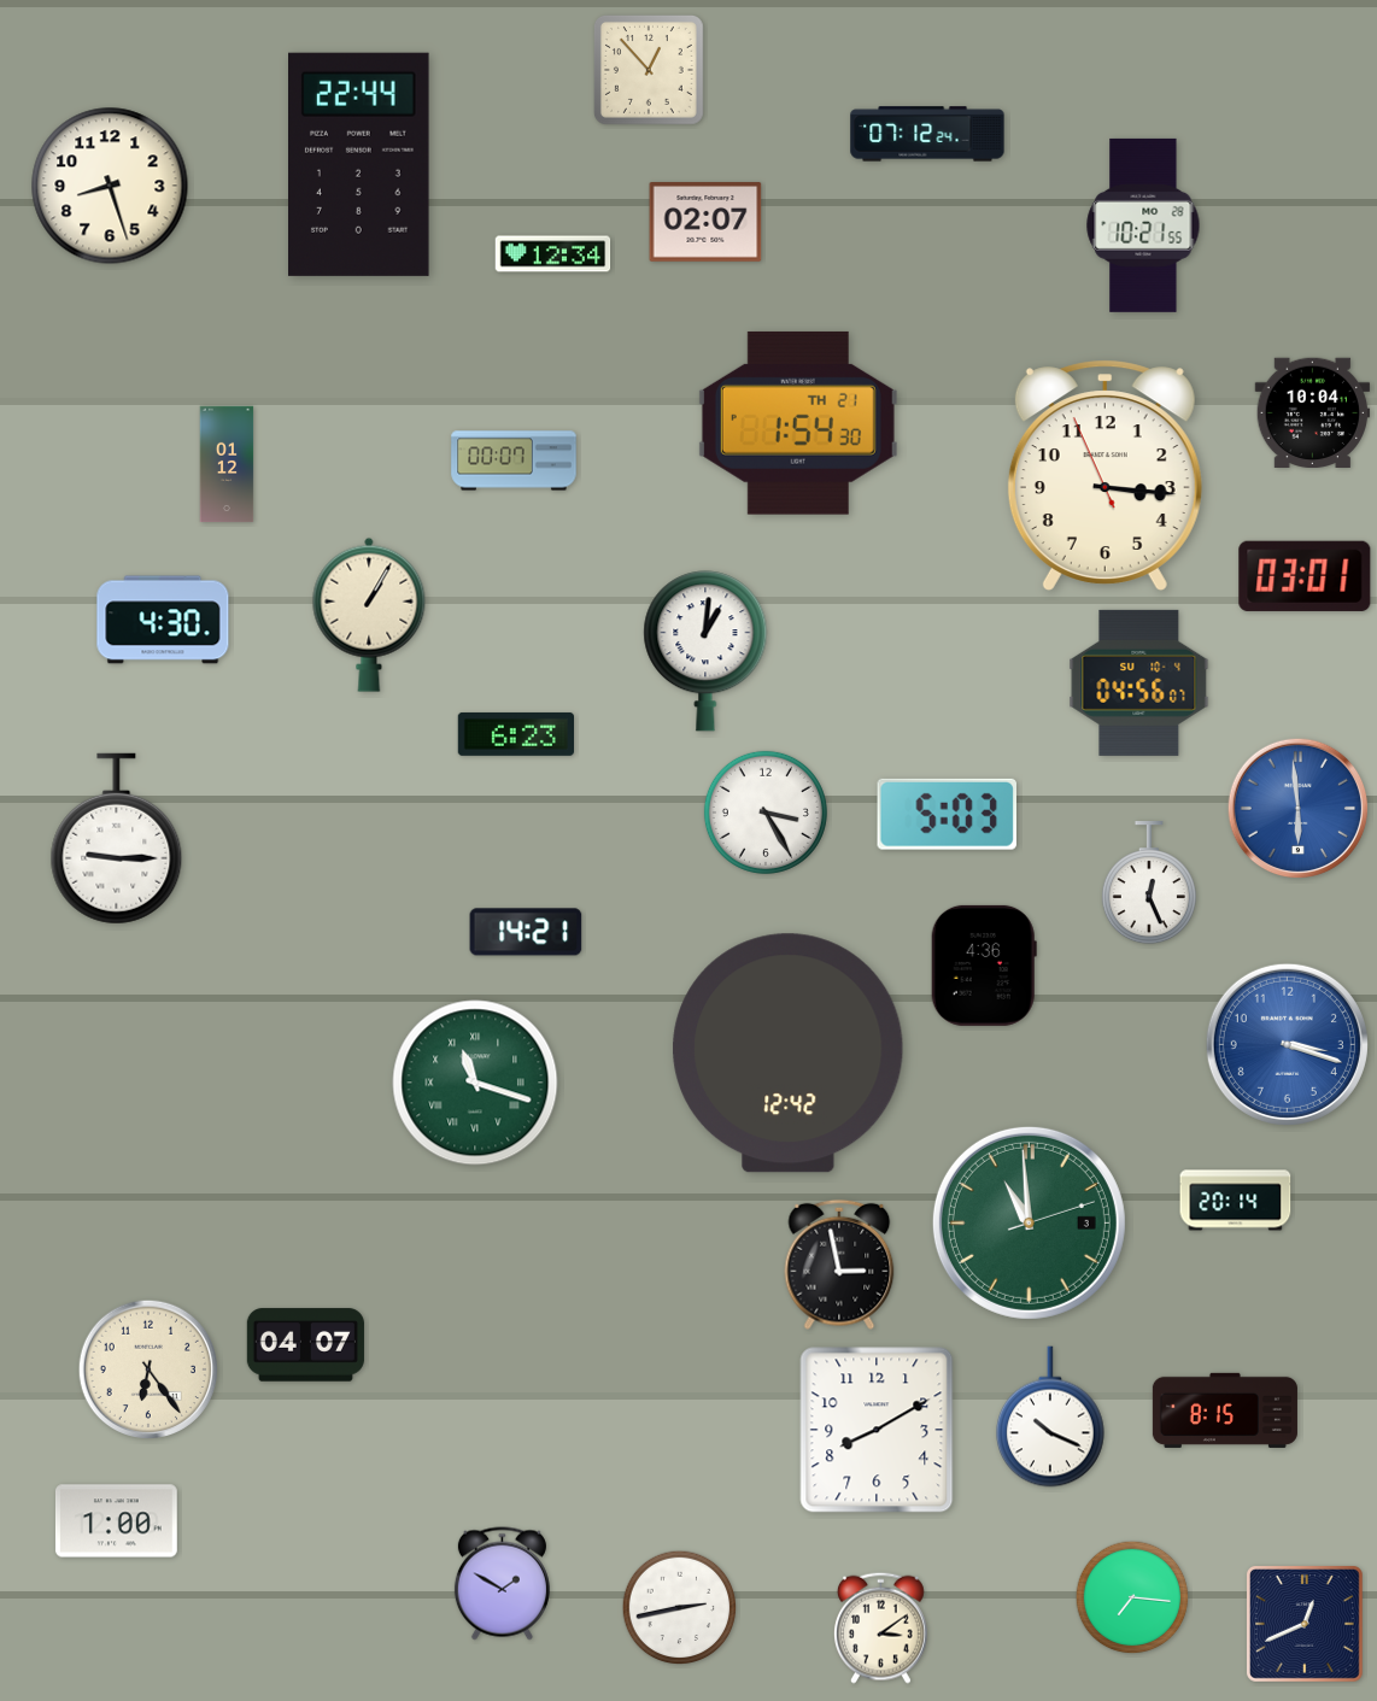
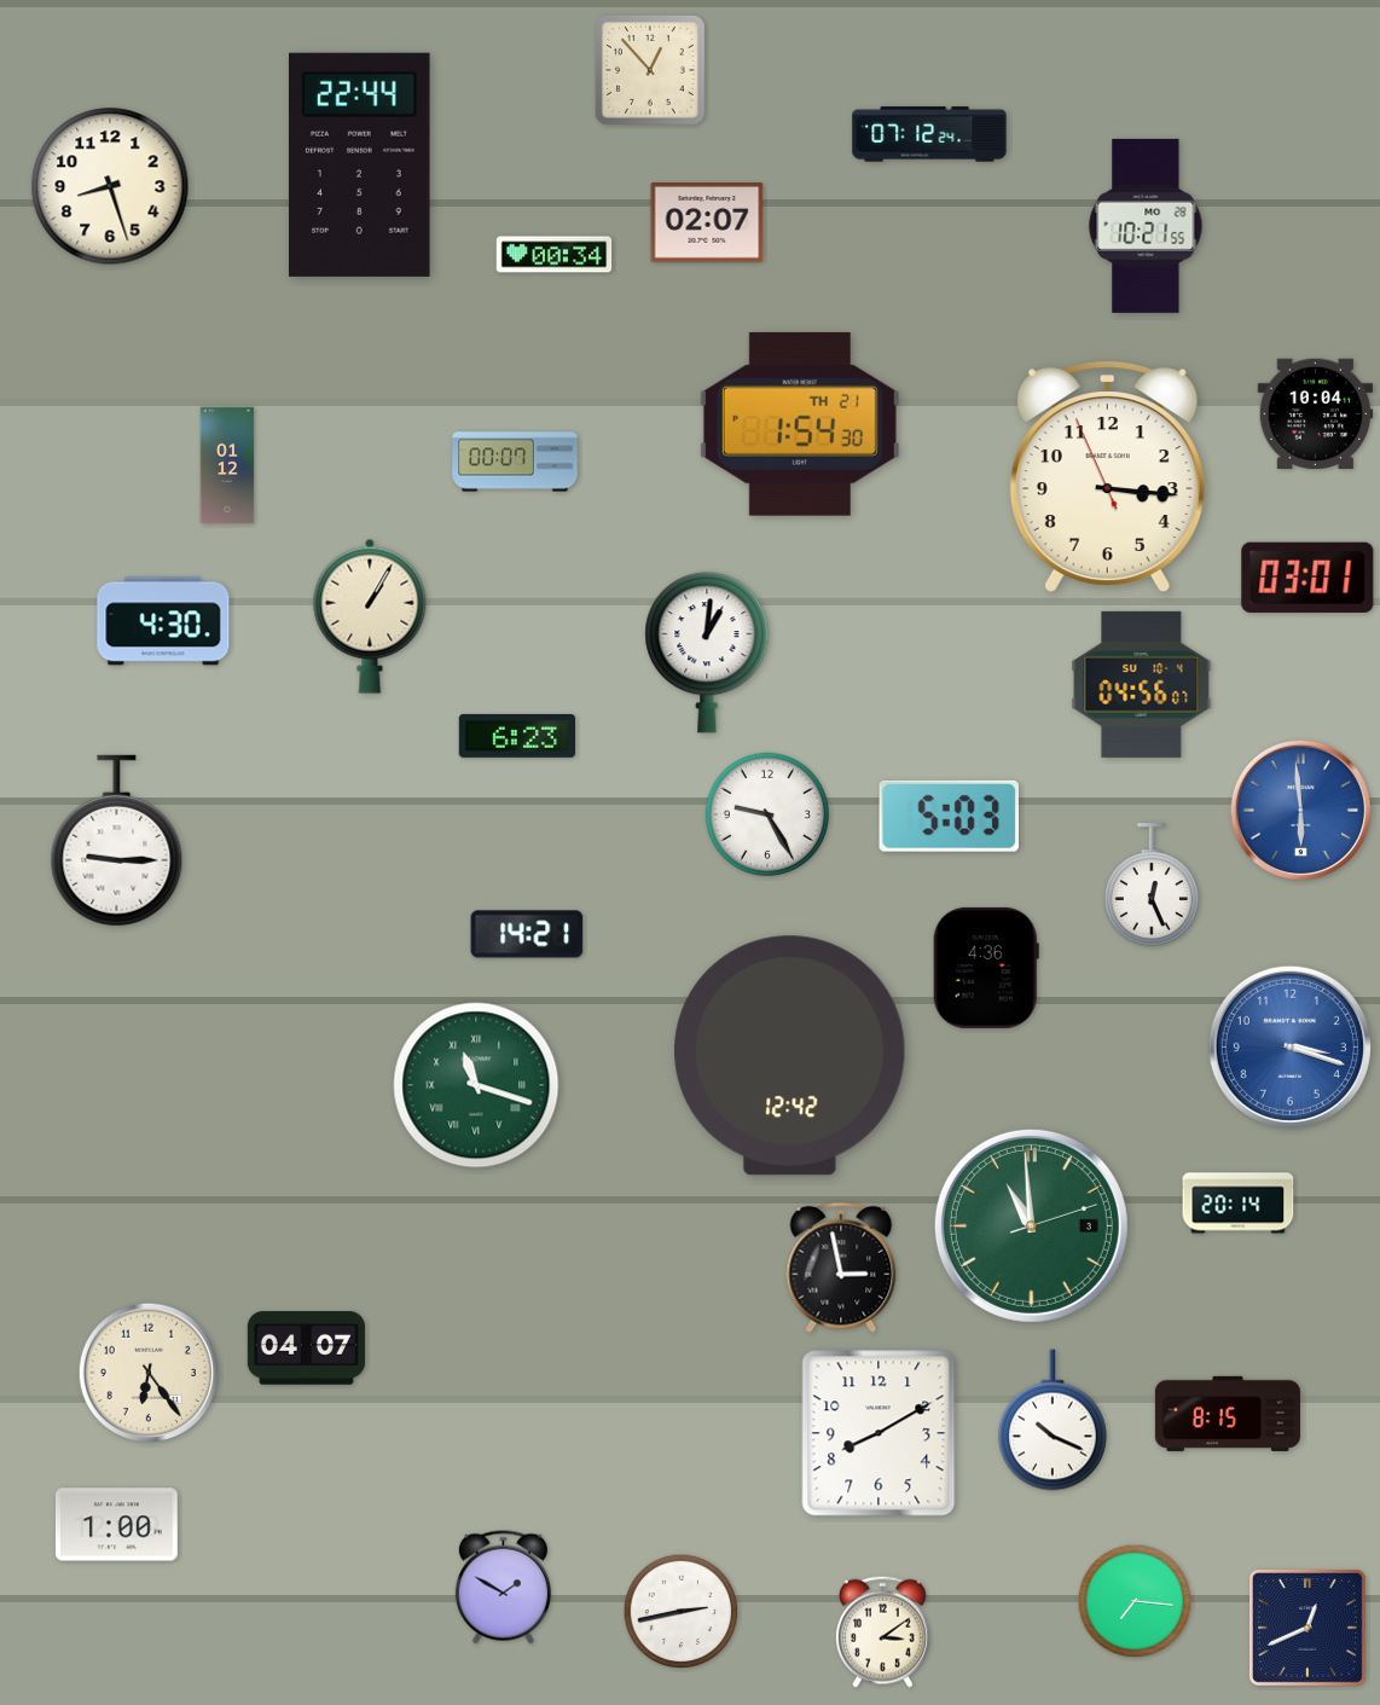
clock at (553, 254): 12:34 -> 00:34
clock at (766, 813): 3:25 -> 9:25
